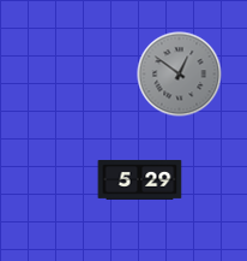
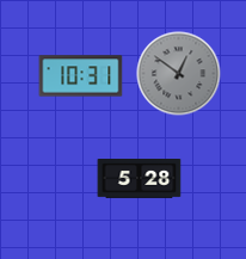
clock at (81, 76): none -> 10:31
clock at (140, 180): 5:29 -> 5:28
